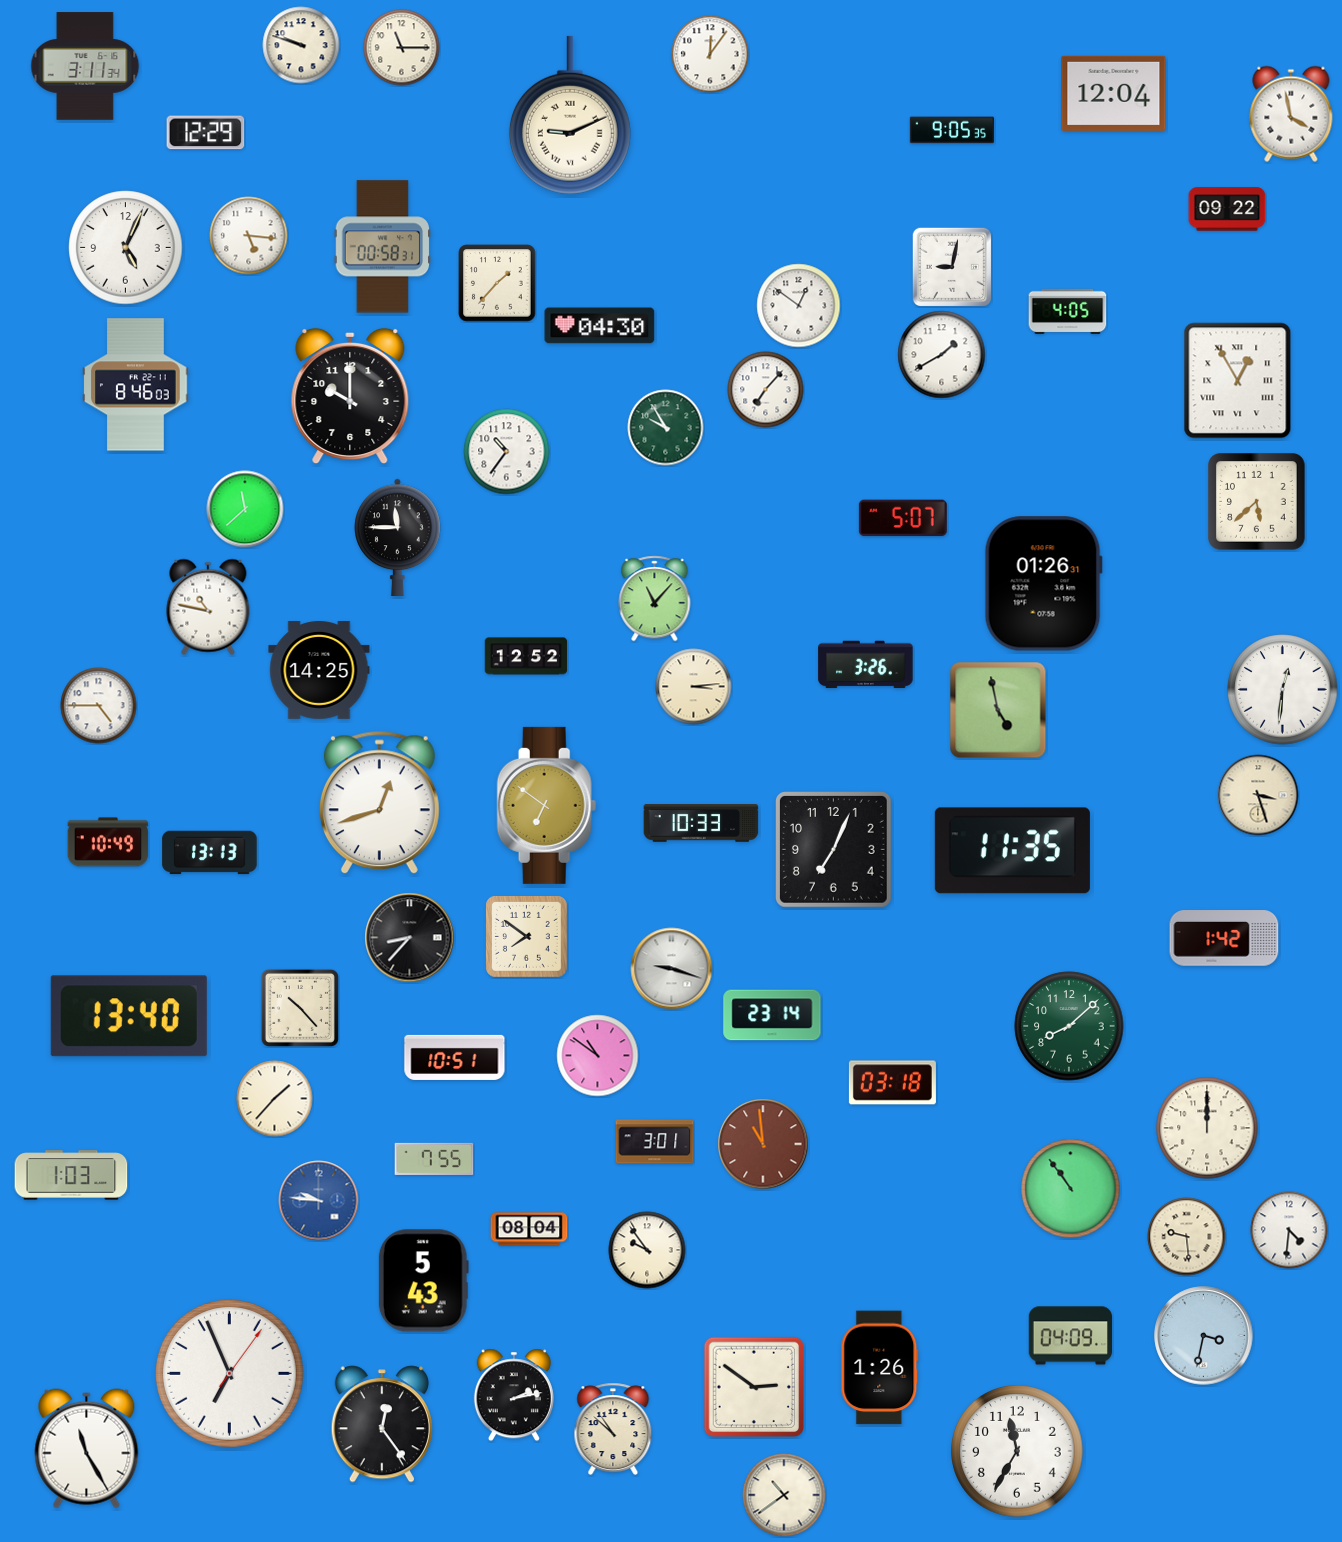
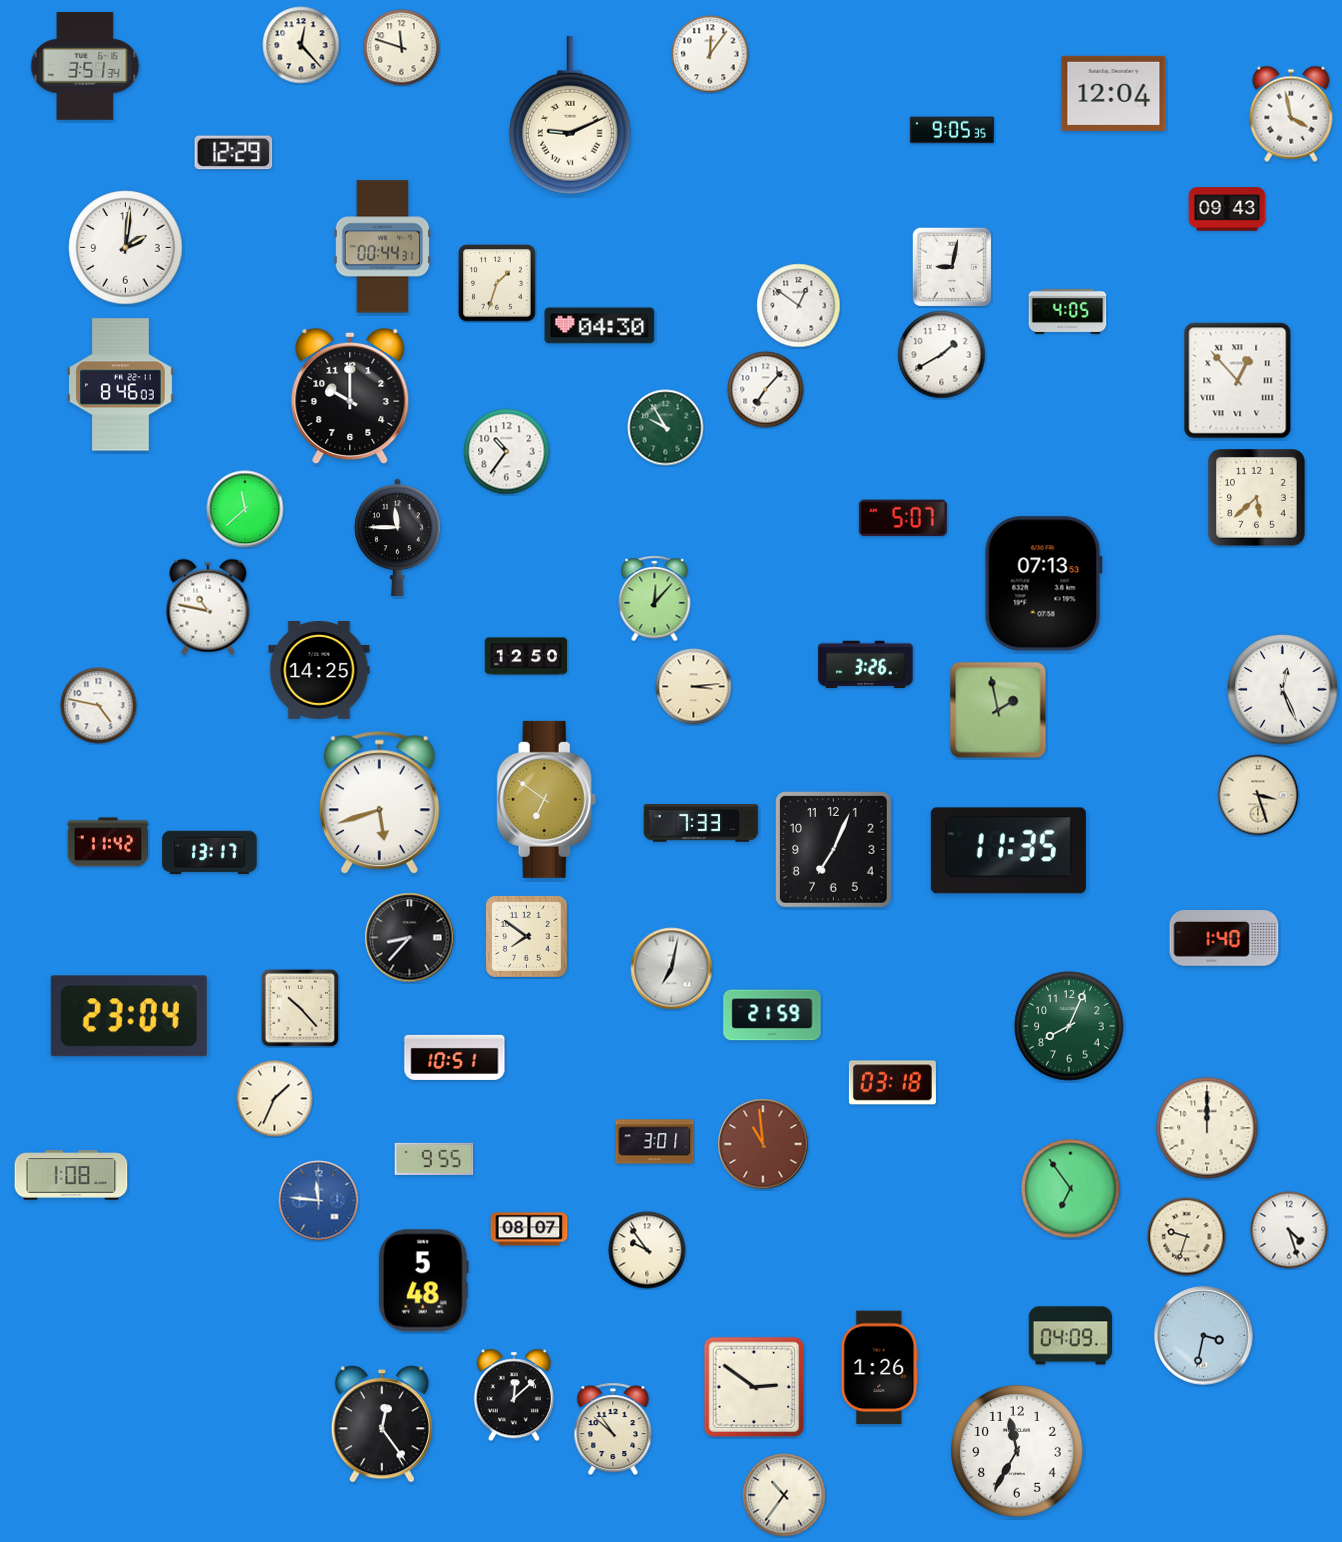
clock at (301, 45): 9:48 -> 12:23
clock at (402, 48): 11:15 -> 11:48
clock at (85, 66): 3:11 -> 3:51
clock at (206, 133) position: (206, 133) -> (234, 153)
clock at (1227, 209): 09:22 -> 09:43
clock at (249, 236): 5:16 -> none
clock at (383, 247): 00:58 -> 00:44
clock at (126, 248): 5:04 -> 2:01
clock at (497, 283): 1:37 -> 1:33
clock at (1238, 381): 12:55 -> 12:53
clock at (136, 385) position: (136, 385) -> (121, 385)
clock at (1257, 502) position: (1257, 502) -> (1257, 498)
clock at (1043, 584): 01:26 -> 07:13
clock at (655, 599): 11:07 -> 12:07
clock at (526, 656): 12:52 -> 12:50
clock at (1283, 690): 12:31 -> 12:26
clock at (99, 706): 4:45 -> 4:47
clock at (998, 710): 4:58 -> 1:58
clock at (379, 803): 12:42 -> 5:42
clock at (547, 805) position: (547, 805) -> (547, 799)
clock at (701, 823): 10:33 -> 7:33
clock at (108, 842): 10:49 -> 11:42
clock at (1012, 851) position: (1012, 851) -> (1008, 851)
clock at (210, 853): 13:13 -> 13:17
clock at (1224, 938): 1:42 -> 1:40
clock at (672, 969): 9:18 -> 7:02
clock at (772, 1015): 23:14 -> 21:59
clock at (129, 1016): 13:40 -> 23:04
clock at (1069, 1026): 8:08 -> 8:04
clock at (598, 1056): 10:51 -> none
clock at (275, 1099): 1:37 -> 1:34
clock at (434, 1159): 7:55 -> 9:55
clock at (71, 1175): 1:03 -> 1:08
clock at (1071, 1189): 10:54 -> 6:54
clock at (319, 1201): 9:46 -> 11:46
clock at (529, 1229): 08:04 -> 08:07
clock at (1289, 1230): 4:31 -> 4:27
clock at (1187, 1237): 9:29 -> 9:33
clock at (423, 1281): 5:43 -> 5:48
clock at (230, 1374): 6:56 -> none
clock at (514, 1395): 2:13 -> 12:08
clock at (87, 1449): 11:25 -> none
clock at (784, 1495): 10:39 -> 10:36
